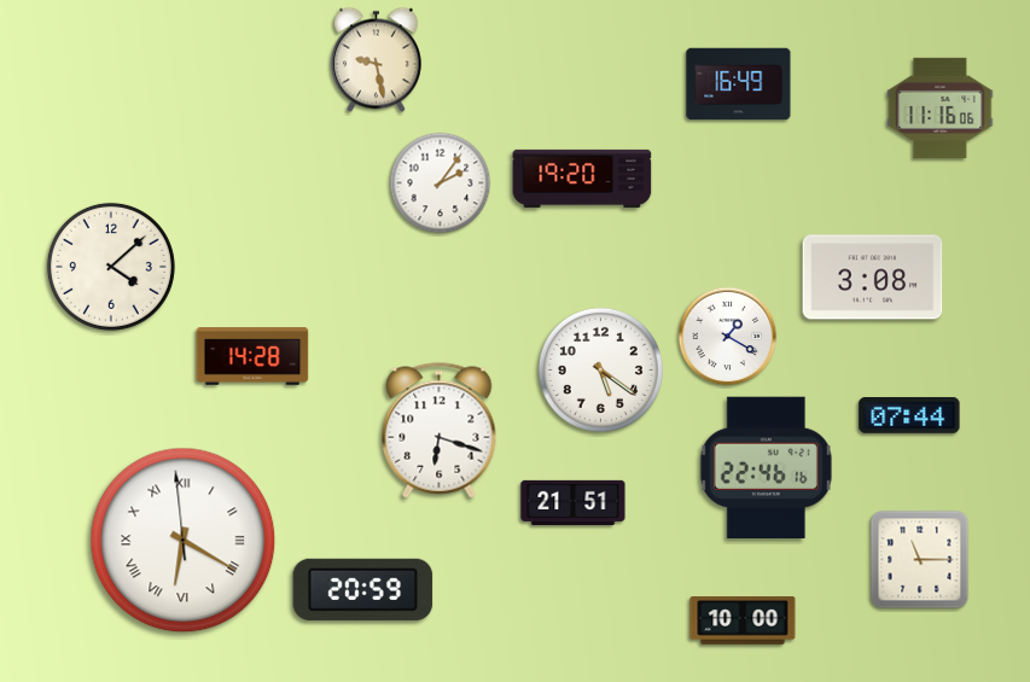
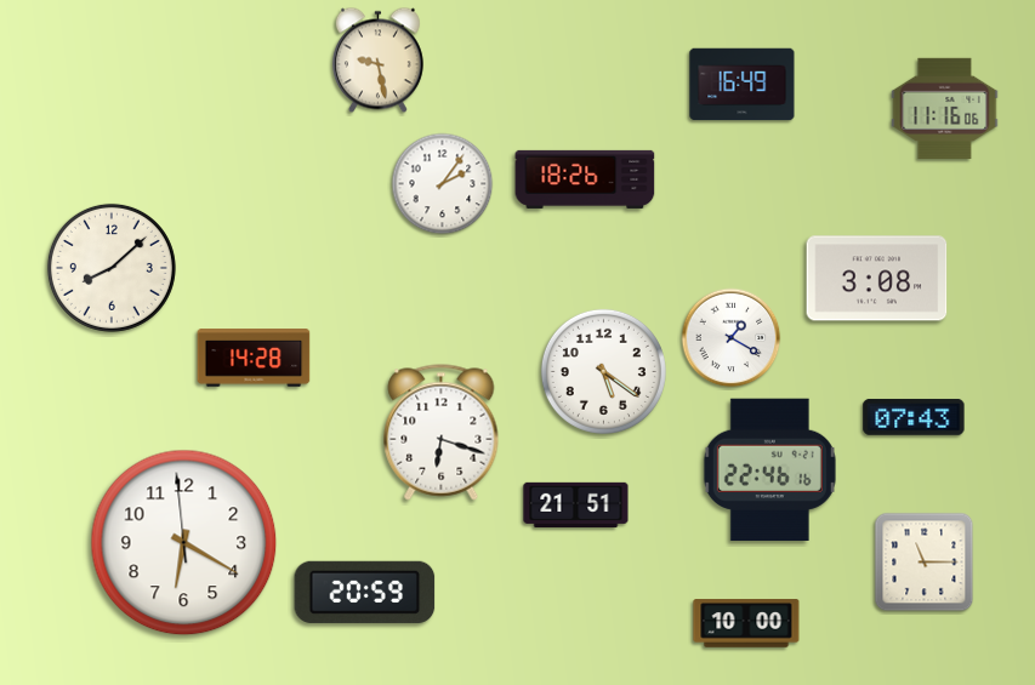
clock at (582, 179): 19:20 -> 18:26
clock at (111, 267): 4:08 -> 8:08
clock at (909, 415): 07:44 -> 07:43
clock at (184, 541) numerals: Roman -> Arabic
